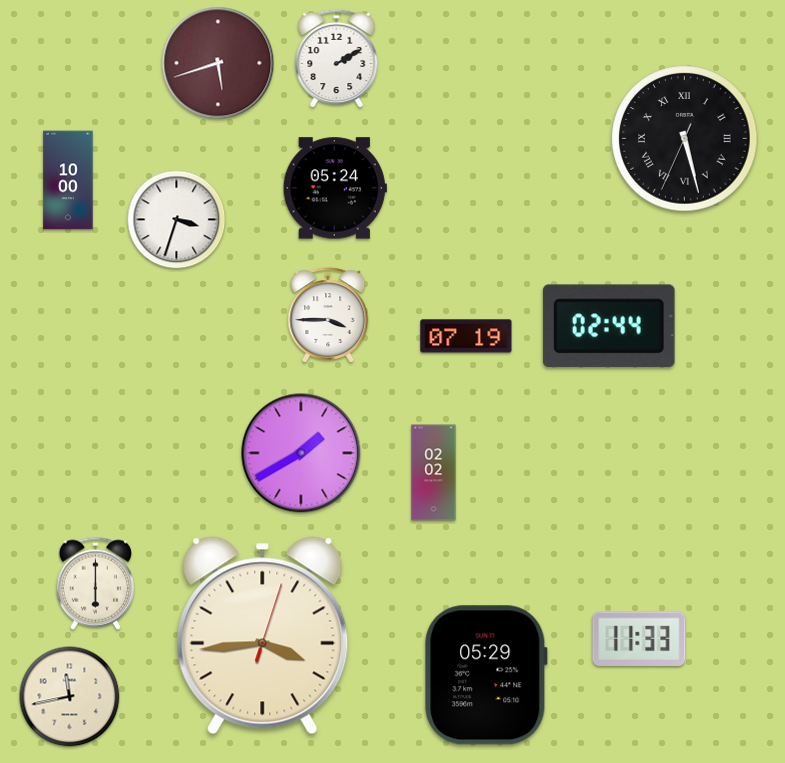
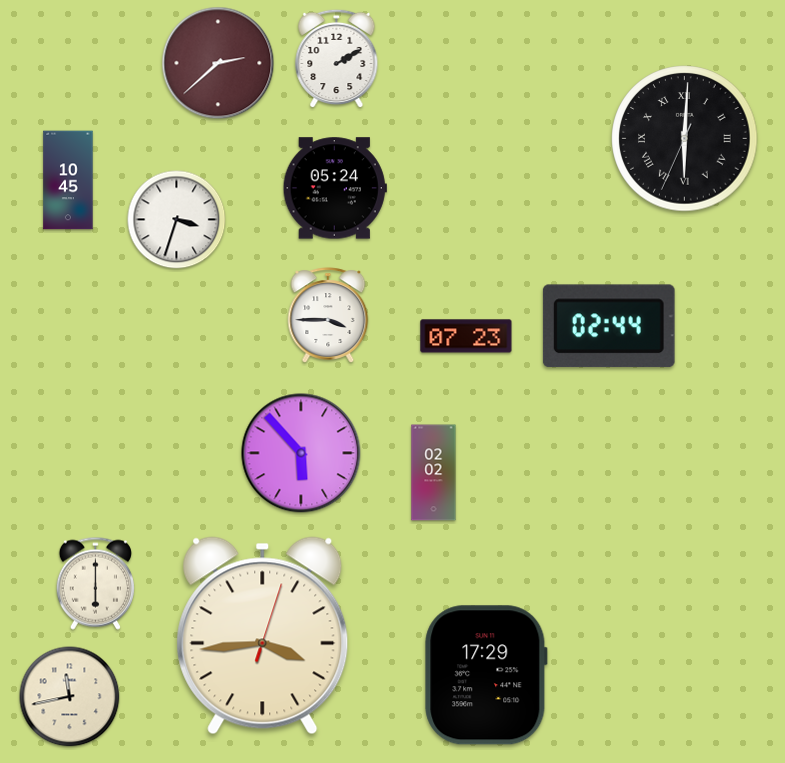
clock at (218, 63): 5:42 -> 2:38
clock at (685, 139): 5:27 -> 6:00
clock at (68, 180): 10:00 -> 10:45
clock at (466, 336): 07:19 -> 07:23
clock at (301, 453): 1:40 -> 5:53
clock at (639, 639): 11:33 -> none
clock at (486, 675): 05:29 -> 17:29
